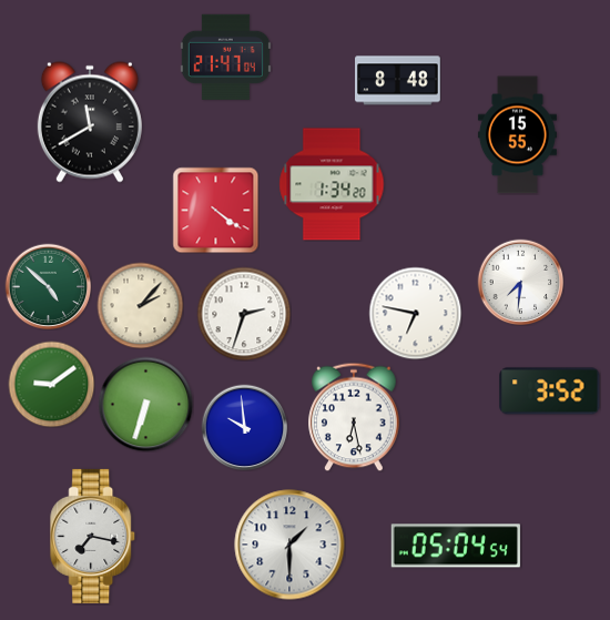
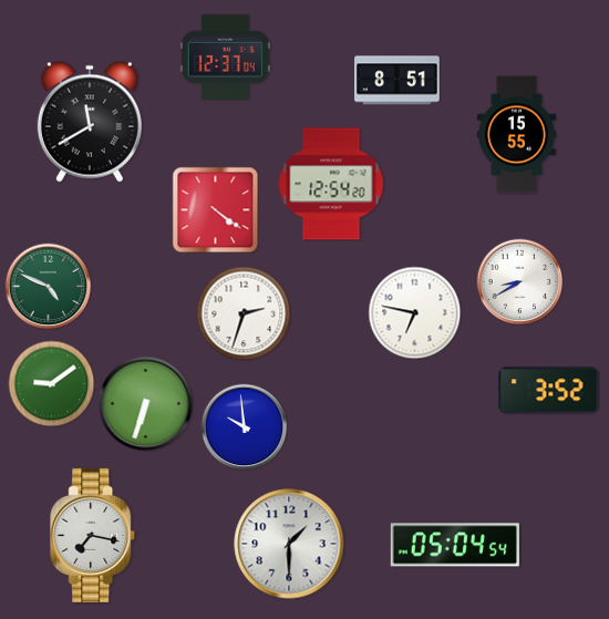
clock at (225, 57): 21:47 -> 12:37
clock at (398, 81): 8:48 -> 8:51
clock at (332, 184): 1:34 -> 12:54
clock at (520, 282): 7:31 -> 8:40
clock at (48, 286): 4:52 -> 4:49
clock at (140, 305): 2:07 -> none
clock at (354, 417): 6:28 -> none
